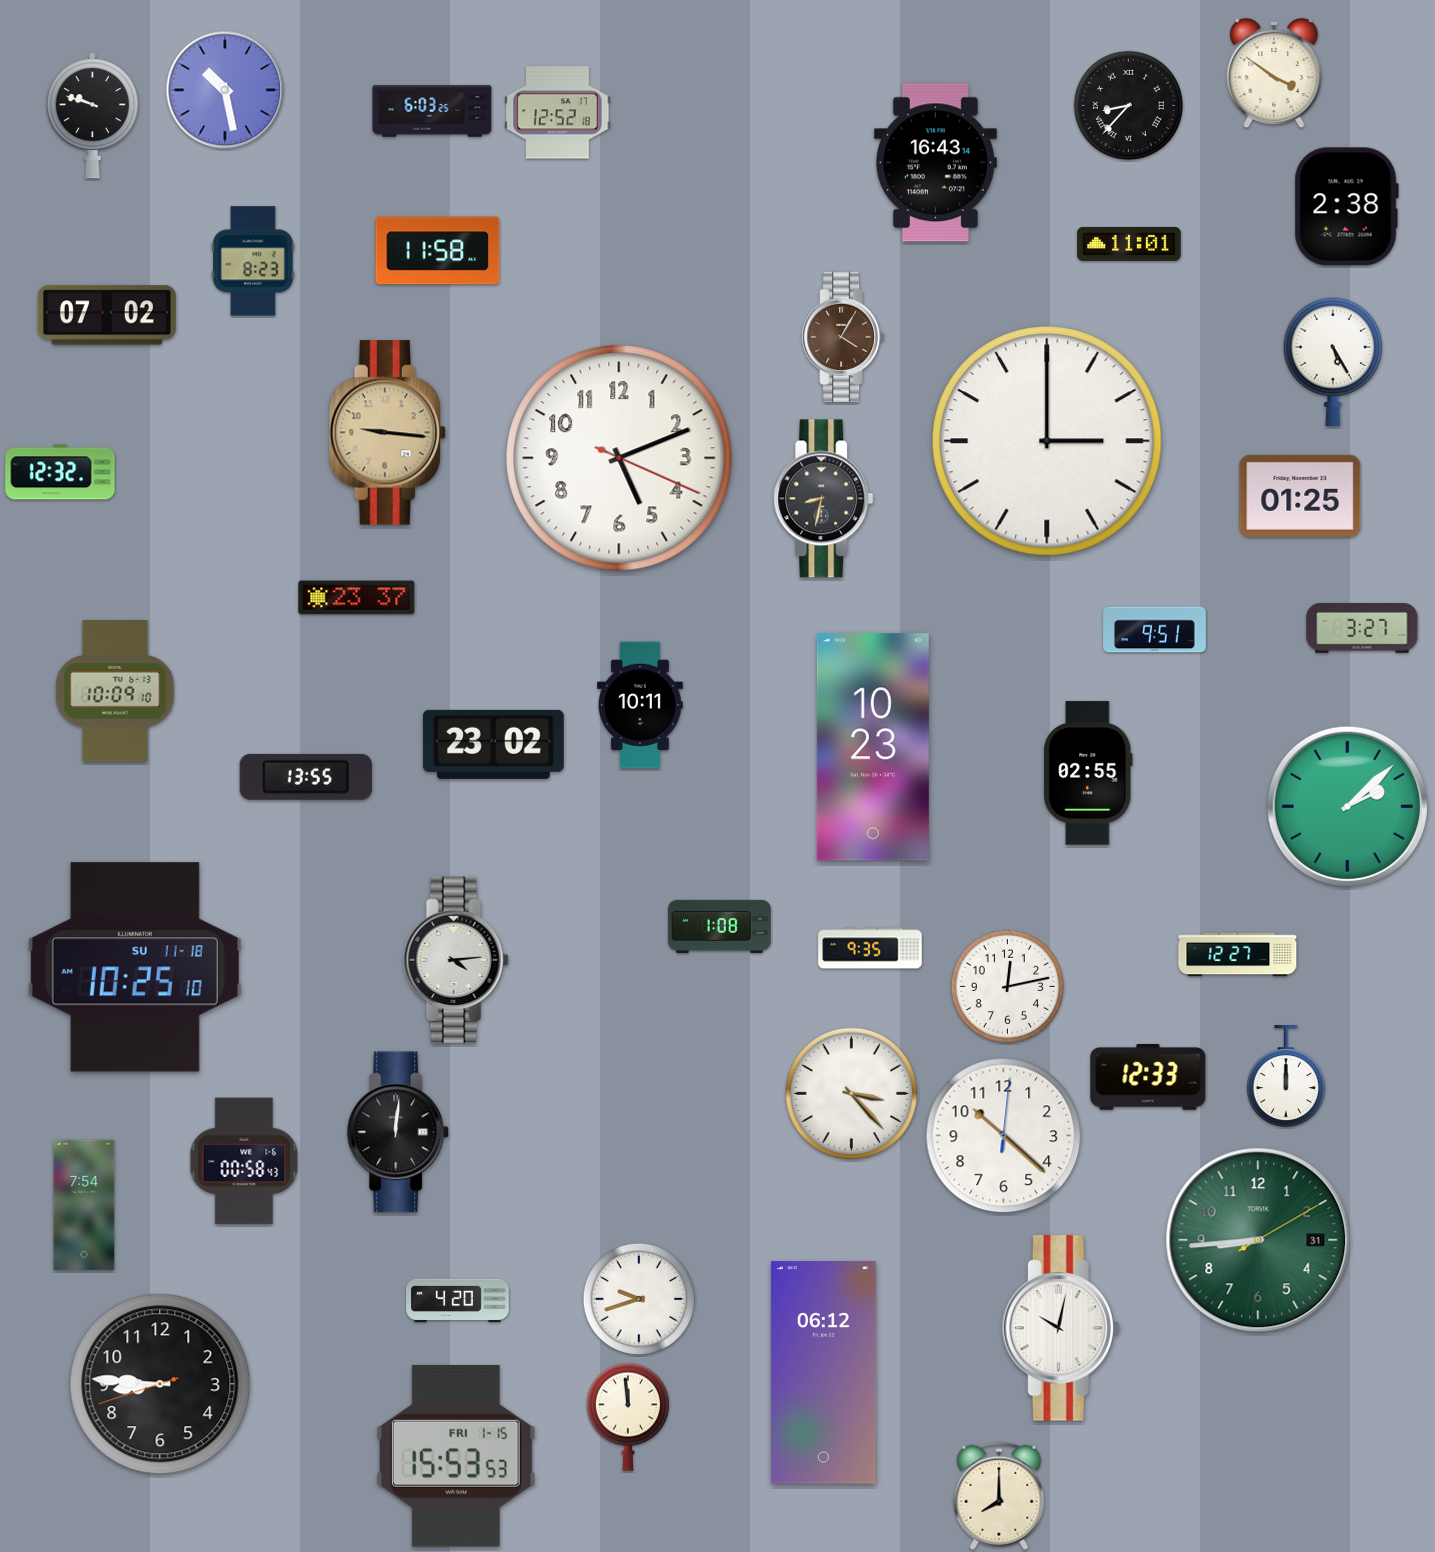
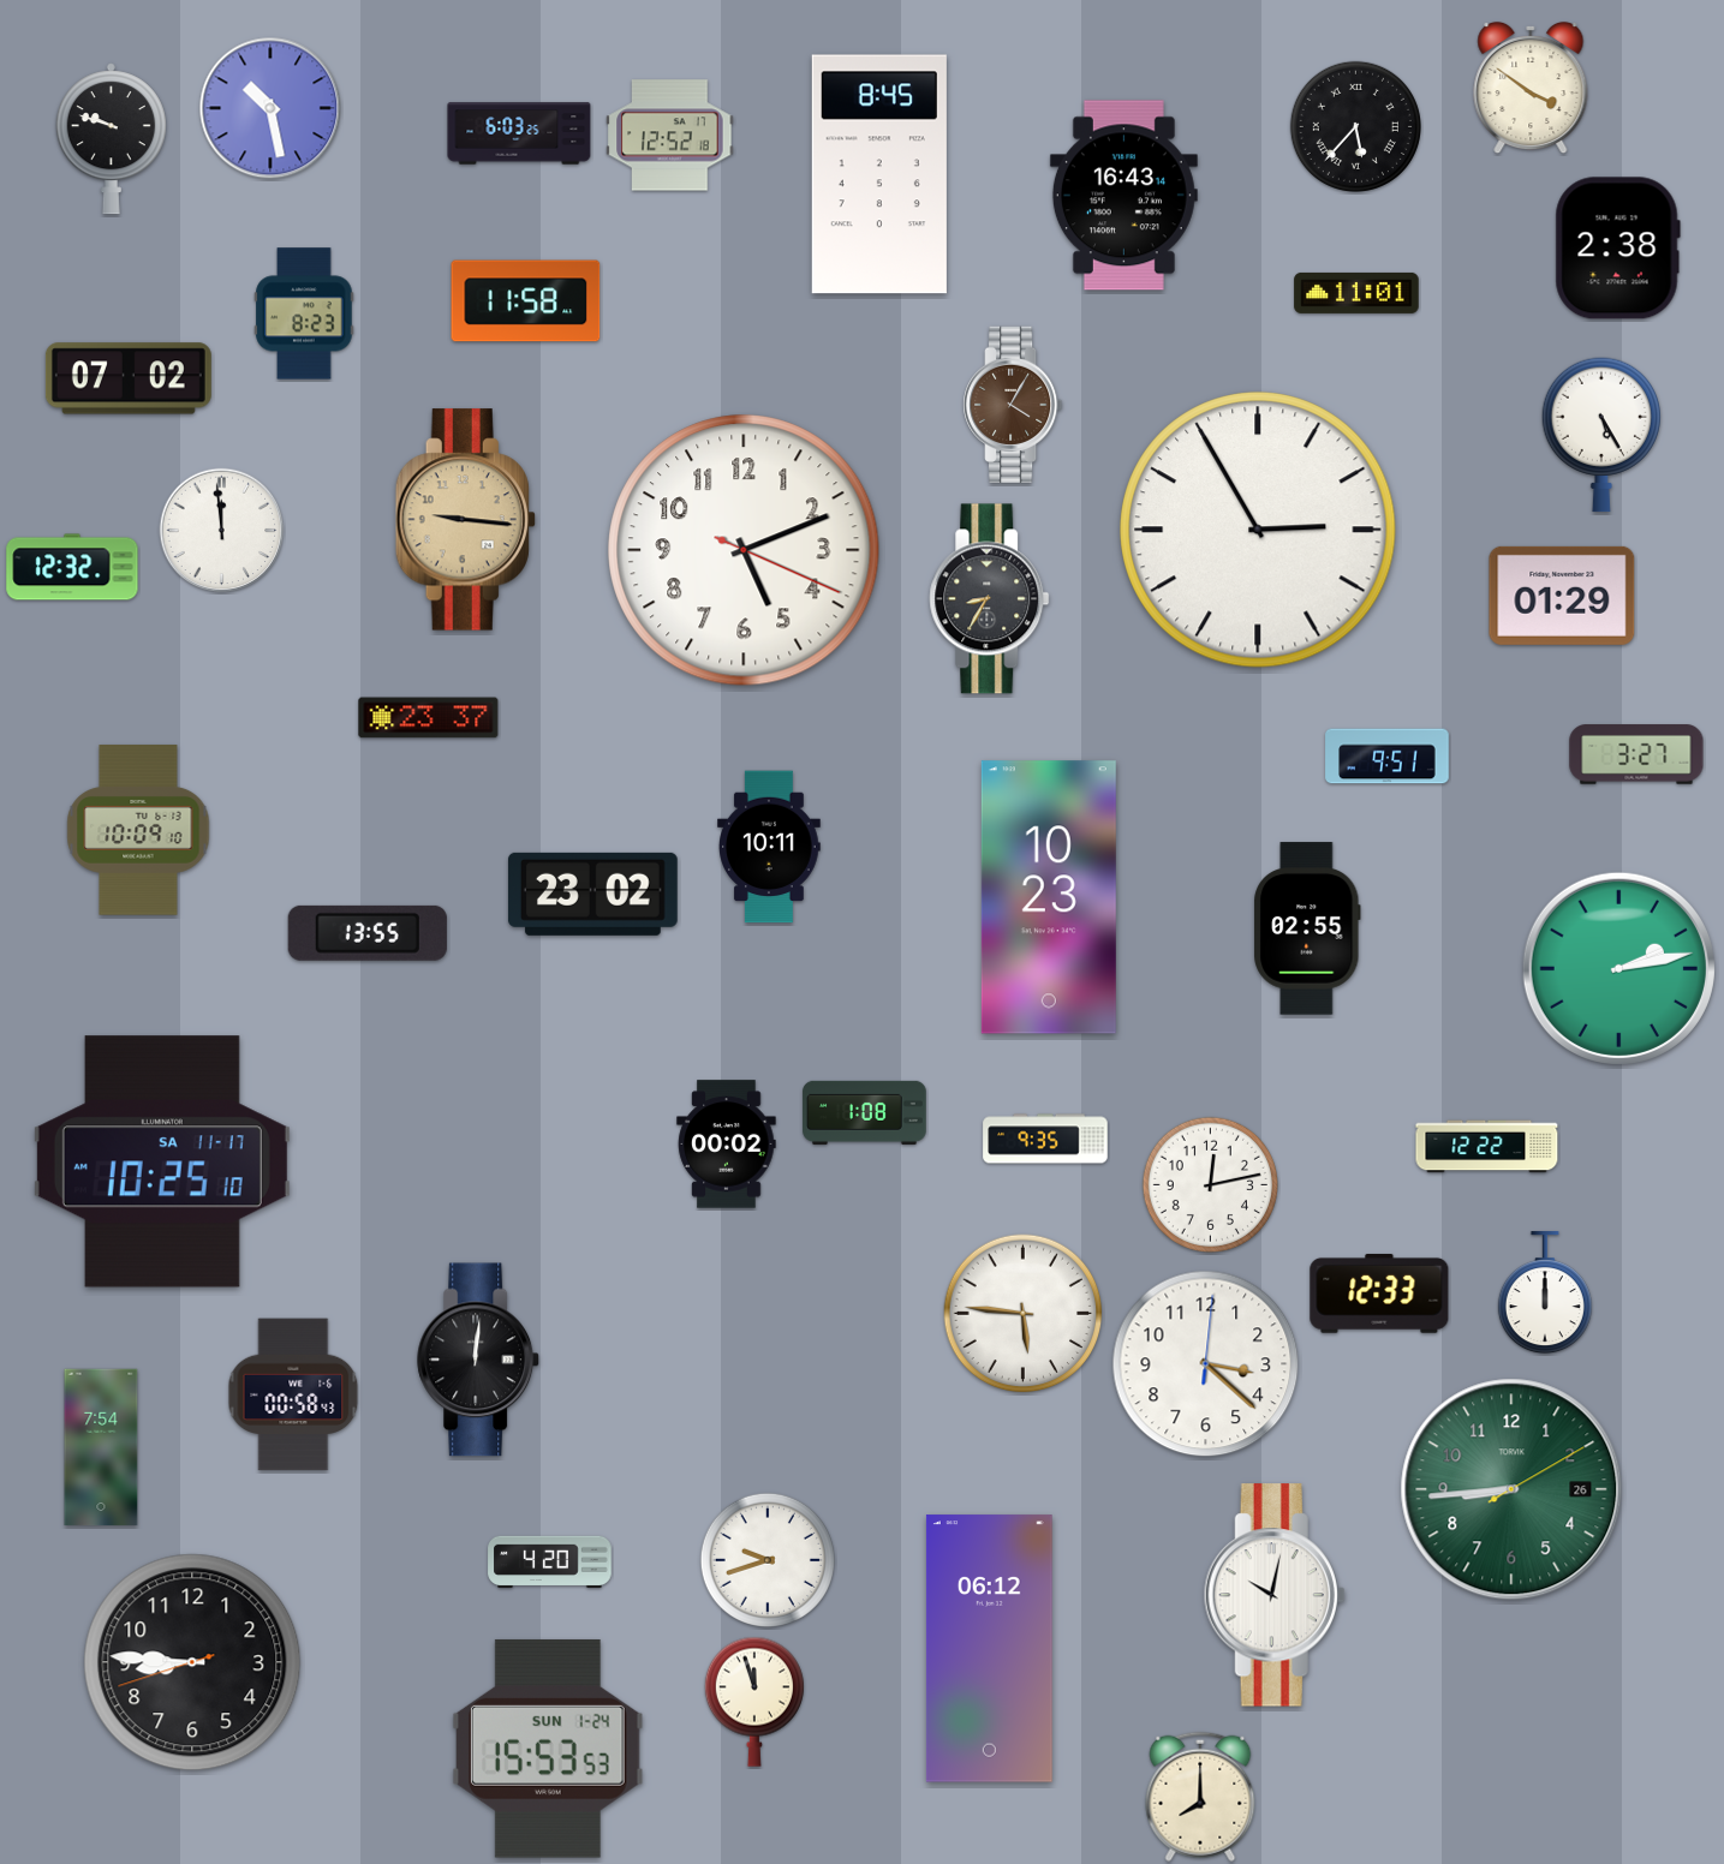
clock at (1128, 105): 8:37 -> 5:37
clock at (879, 174): none -> 8:45
clock at (1047, 441): 3:00 -> 2:55
clock at (222, 531): none -> 11:59
clock at (1300, 496): 01:25 -> 01:29
clock at (824, 499): 8:32 -> 8:35
clock at (1347, 806): 2:08 -> 2:13
clock at (727, 1145): none -> 00:02
clock at (1238, 955): 12:27 -> 12:22
clock at (456, 960): 4:14 -> none
clock at (135, 967) date: SU 11-18 -> SA 11-17
clock at (852, 1094): 3:23 -> 5:46
clock at (1004, 1136): 10:22 -> 3:22
clock at (1258, 1240) date: 31 -> 26
clock at (628, 1417): 11:59 -> 11:57
clock at (456, 1456) date: FRI 1-15 -> SUN 1-24
